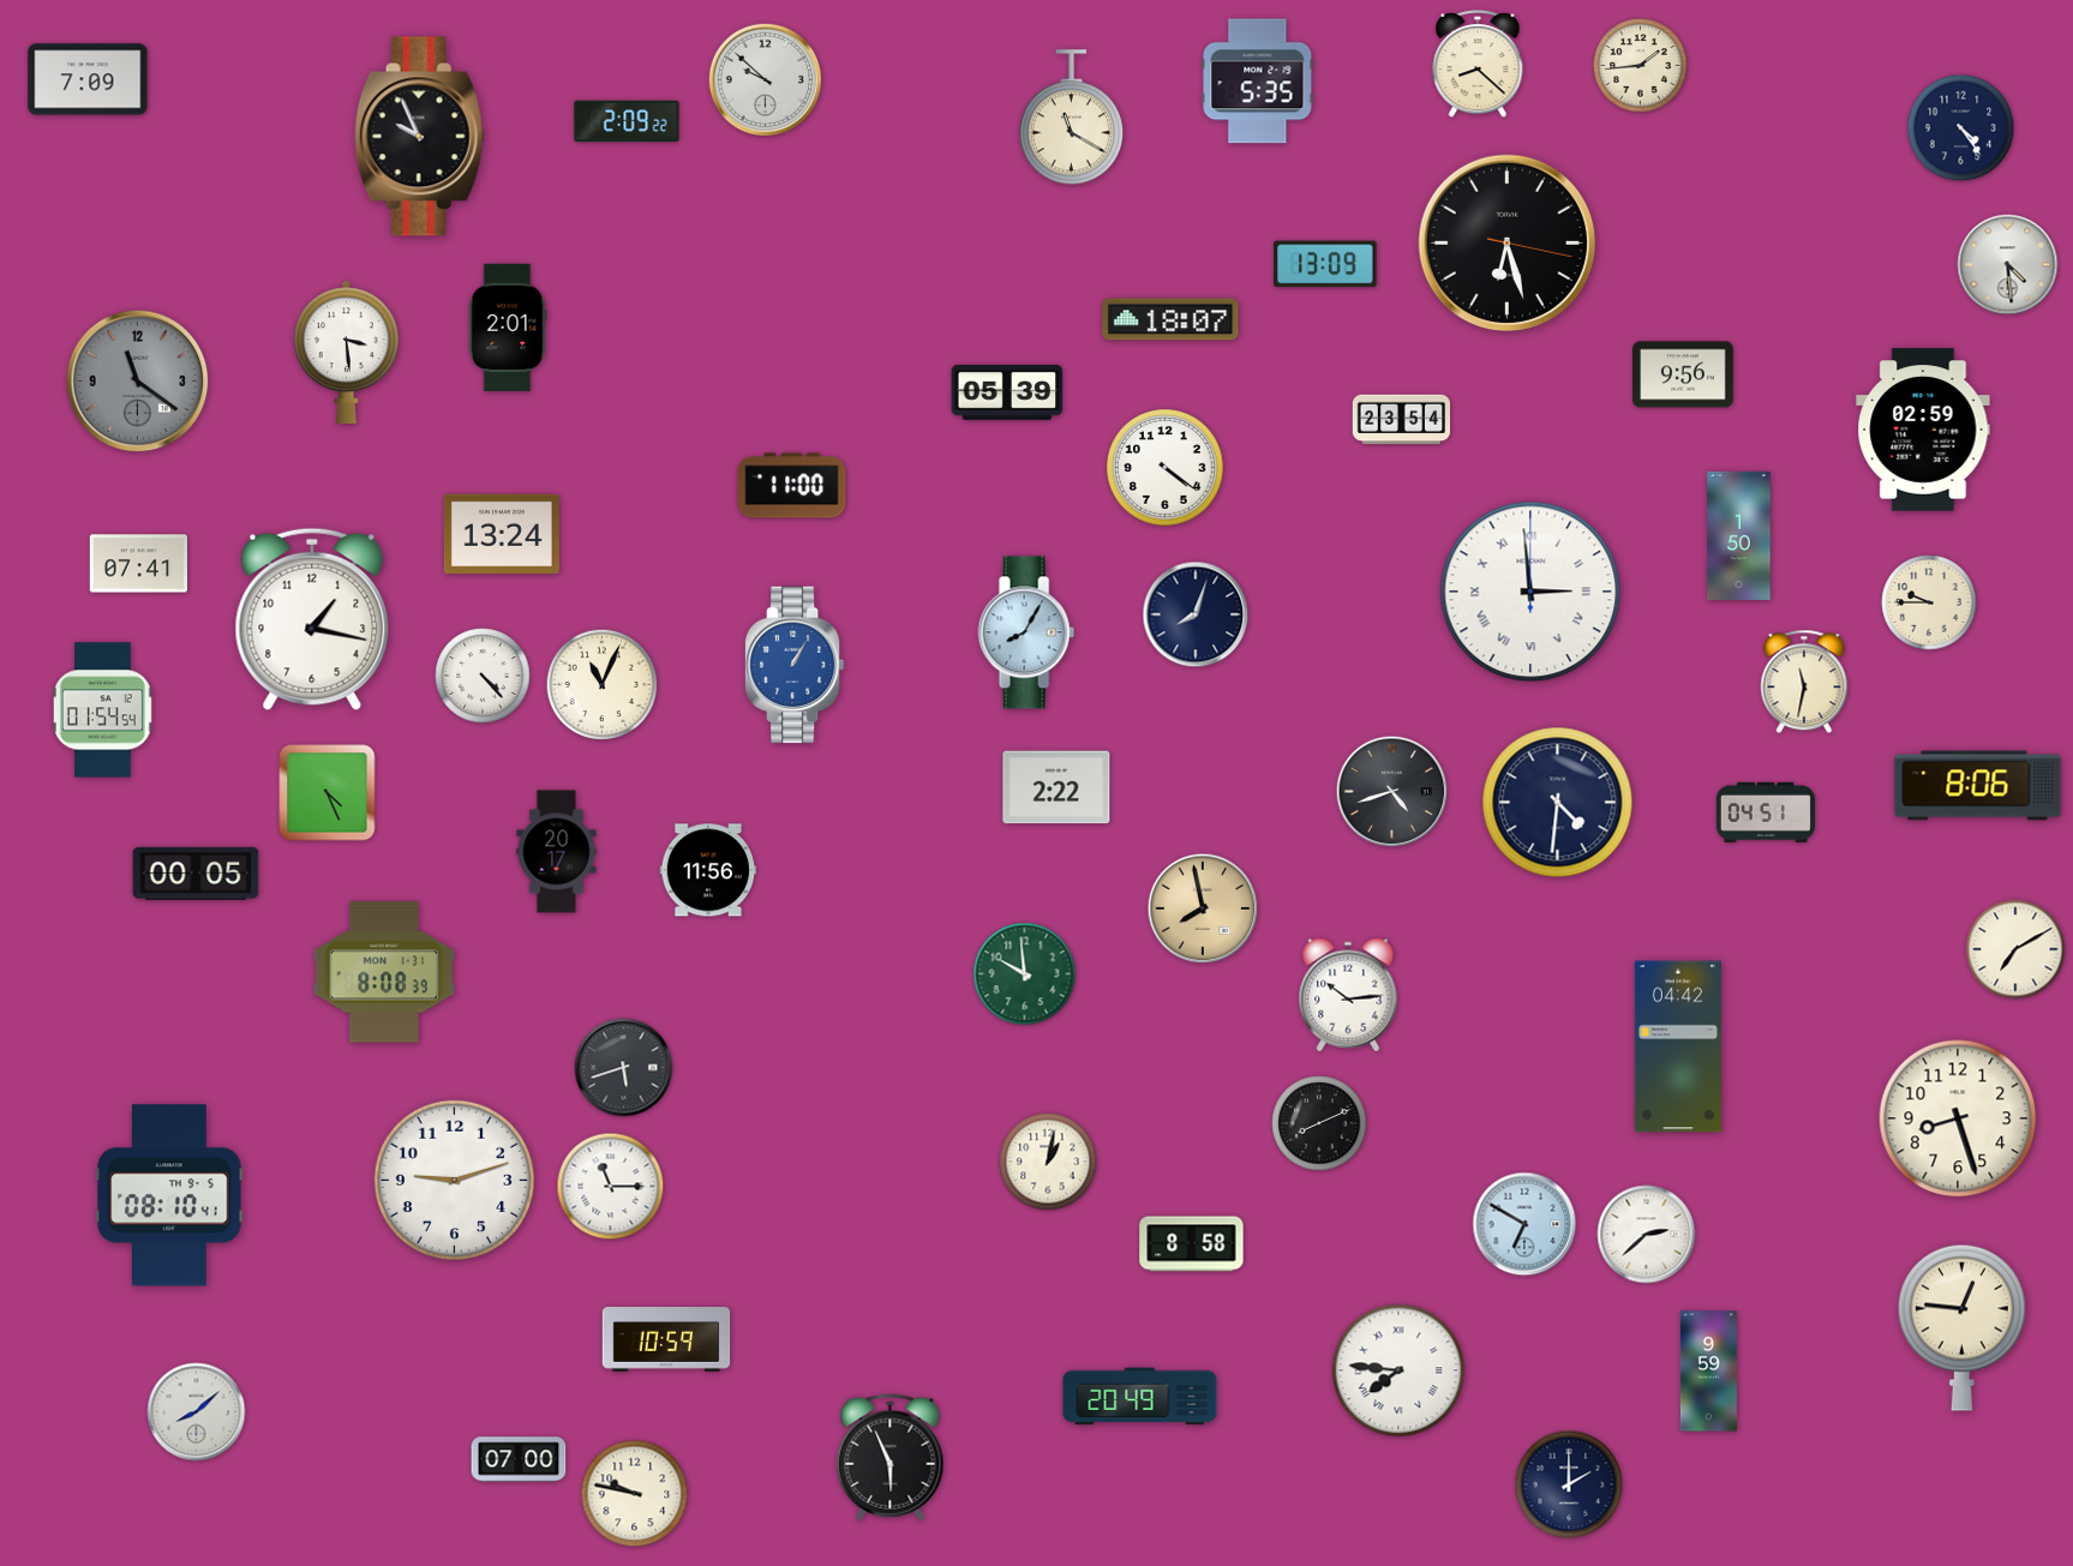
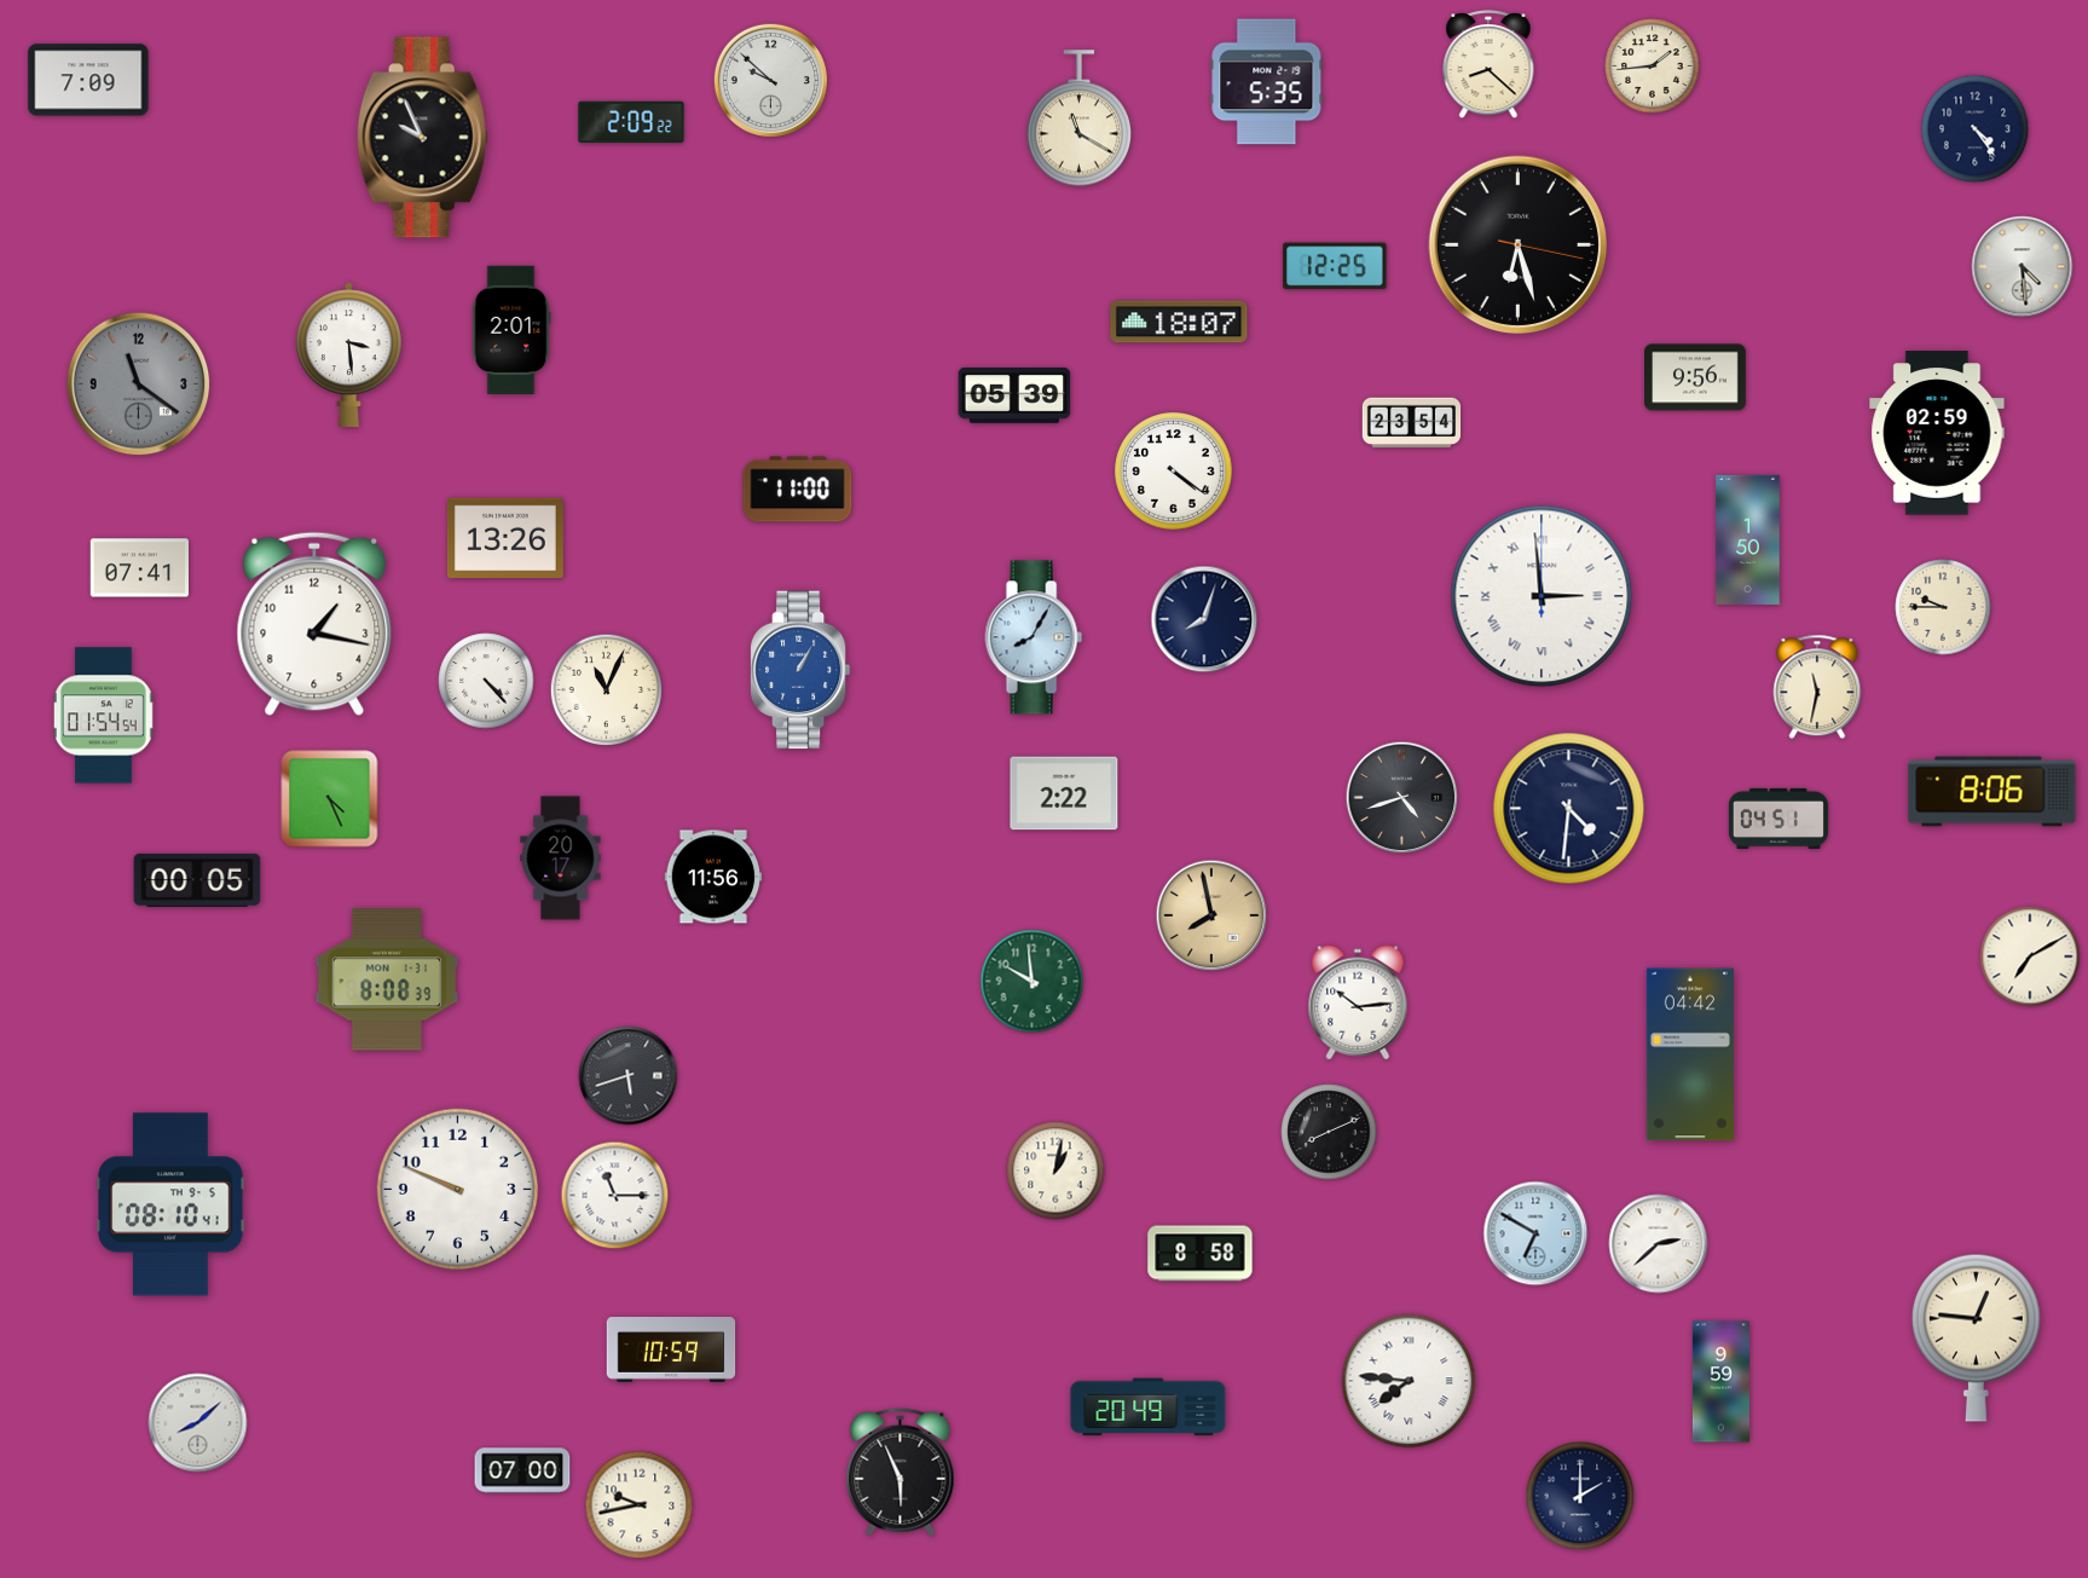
clock at (1325, 264): 13:09 -> 12:25
clock at (502, 534): 13:24 -> 13:26
clock at (1739, 535) position: (1739, 535) -> (1748, 539)
clock at (1958, 1118): 8:27 -> none
clock at (455, 1181): 9:12 -> 9:49
clock at (891, 1458) position: (891, 1458) -> (901, 1473)
clock at (635, 1494): 9:47 -> 9:43
